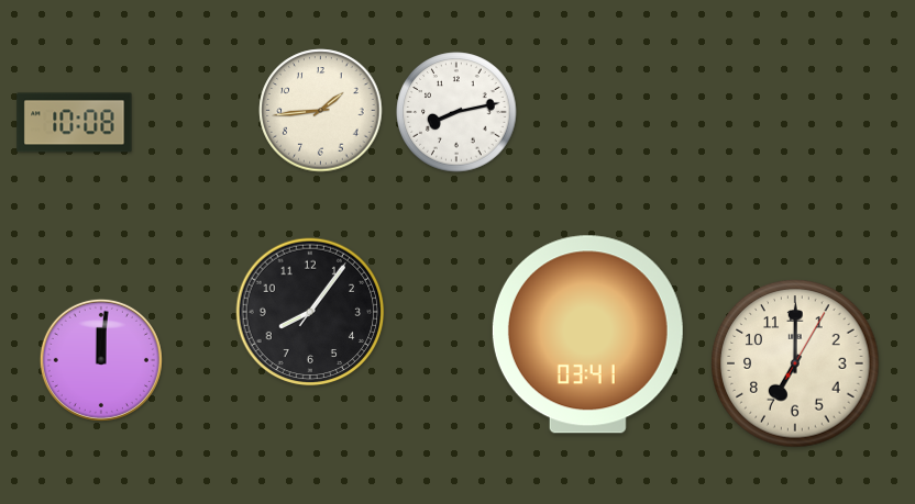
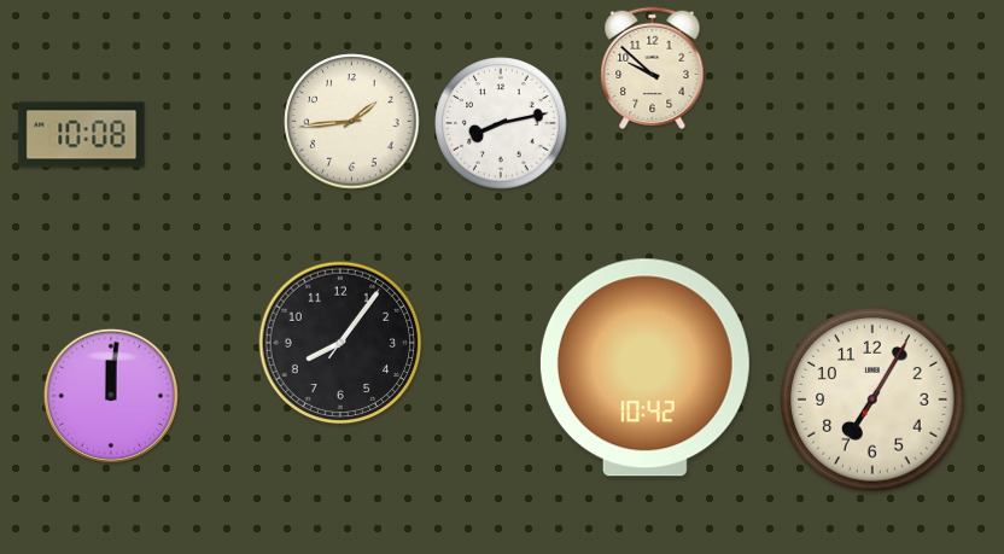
clock at (653, 68): none -> 9:52
clock at (587, 335): 03:41 -> 10:42
clock at (795, 363): 7:00 -> 7:05
